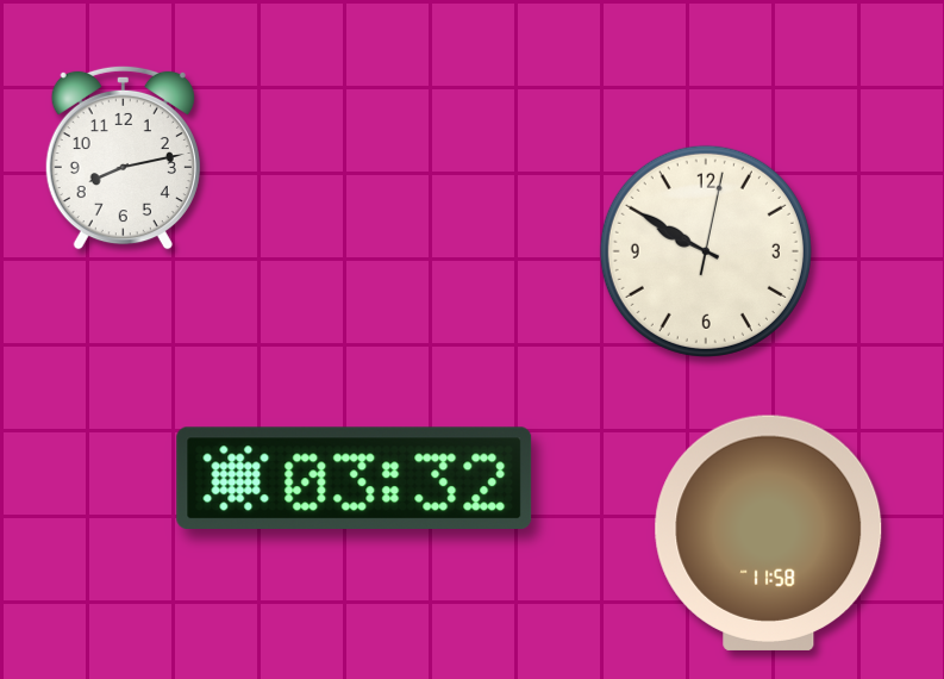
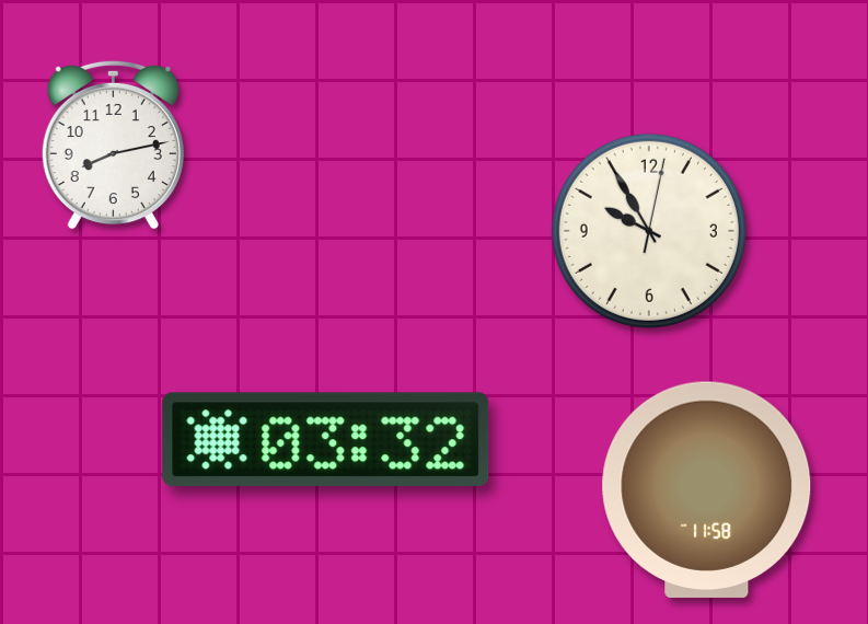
clock at (706, 251): 9:50 -> 9:55
